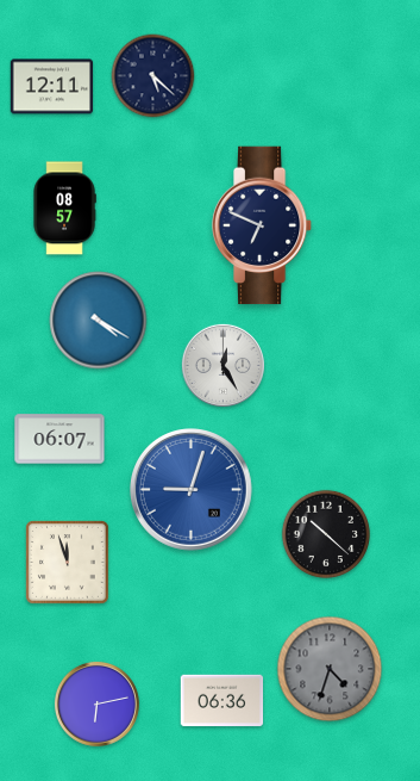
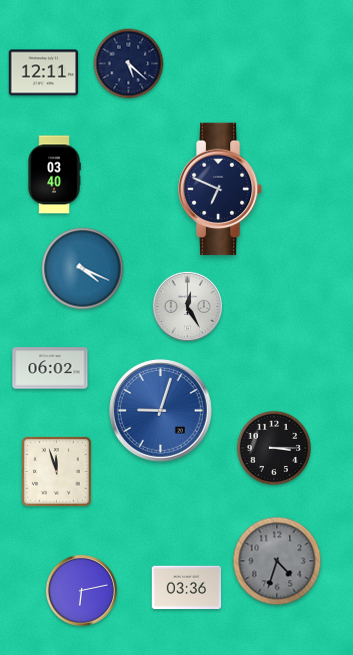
clock at (64, 209): 08:57 -> 03:40
clock at (99, 321): 4:20 -> 4:19
clock at (59, 439): 06:07 -> 06:02
clock at (325, 533): 10:22 -> 3:15
clock at (222, 701): 06:36 -> 03:36
